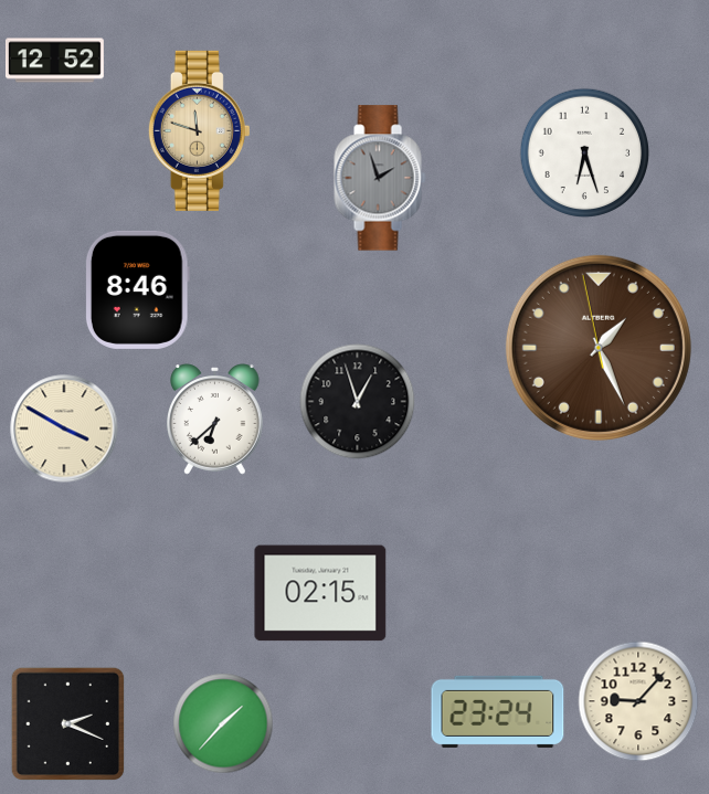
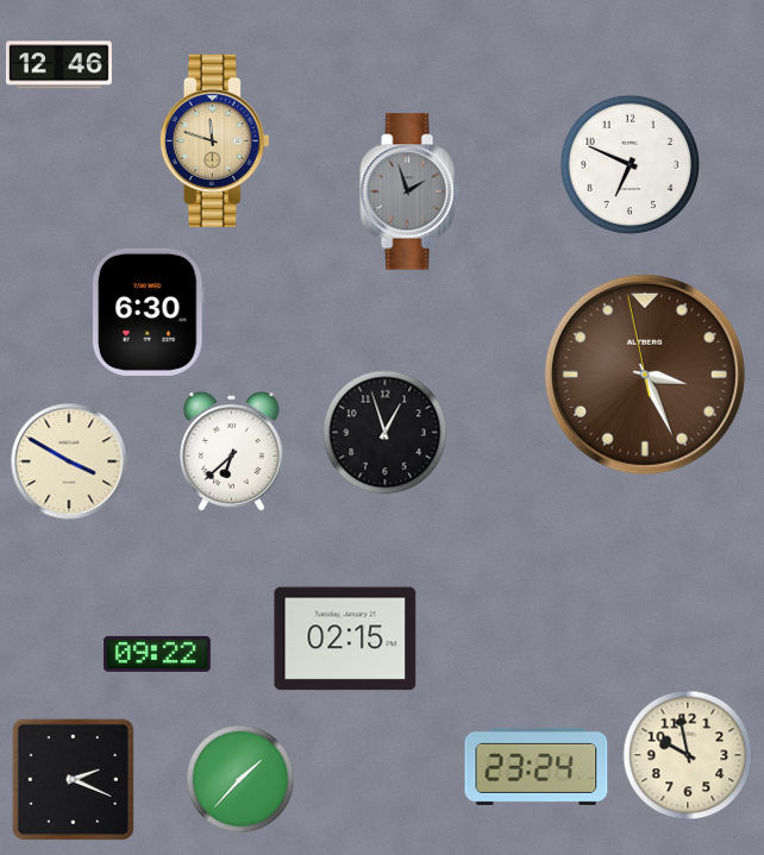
clock at (55, 61): 12:52 -> 12:46
clock at (585, 153): 6:27 -> 6:49
clock at (137, 289): 8:46 -> 6:30
clock at (599, 348): 1:25 -> 3:25
clock at (158, 654): none -> 09:22
clock at (638, 701): 9:07 -> 9:58
